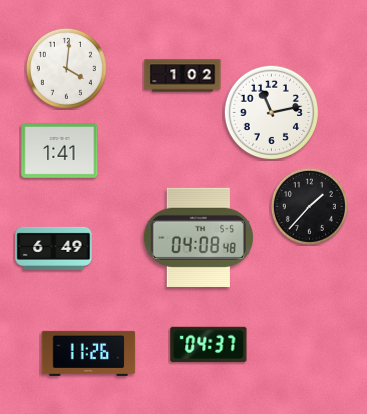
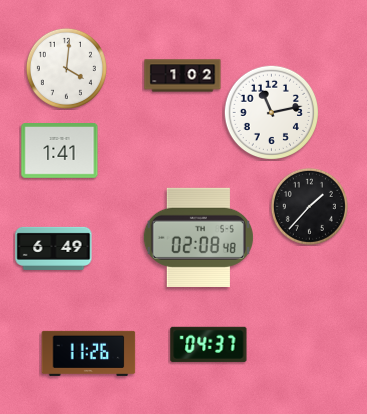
clock at (198, 237): 04:08 -> 02:08
